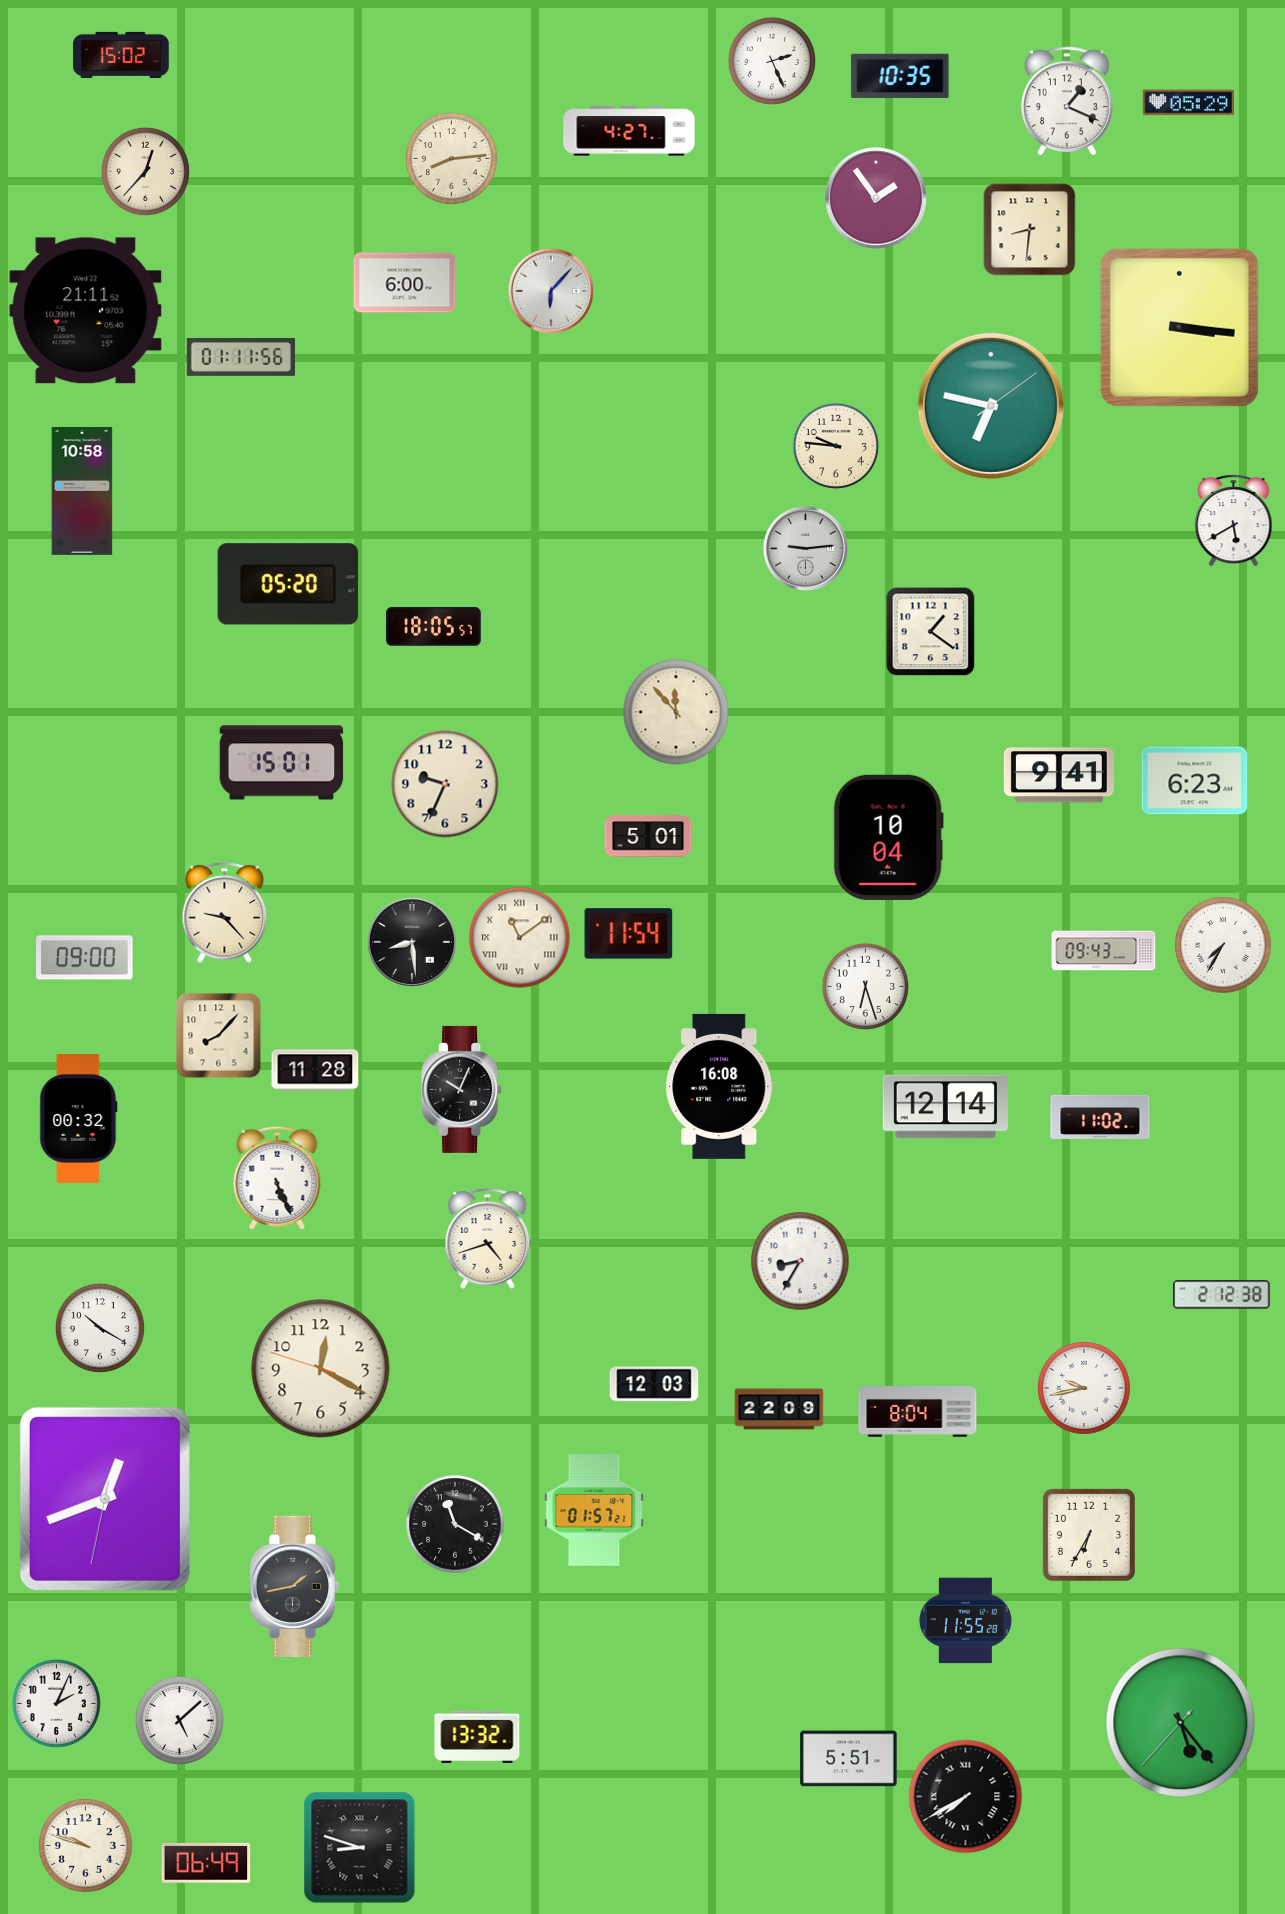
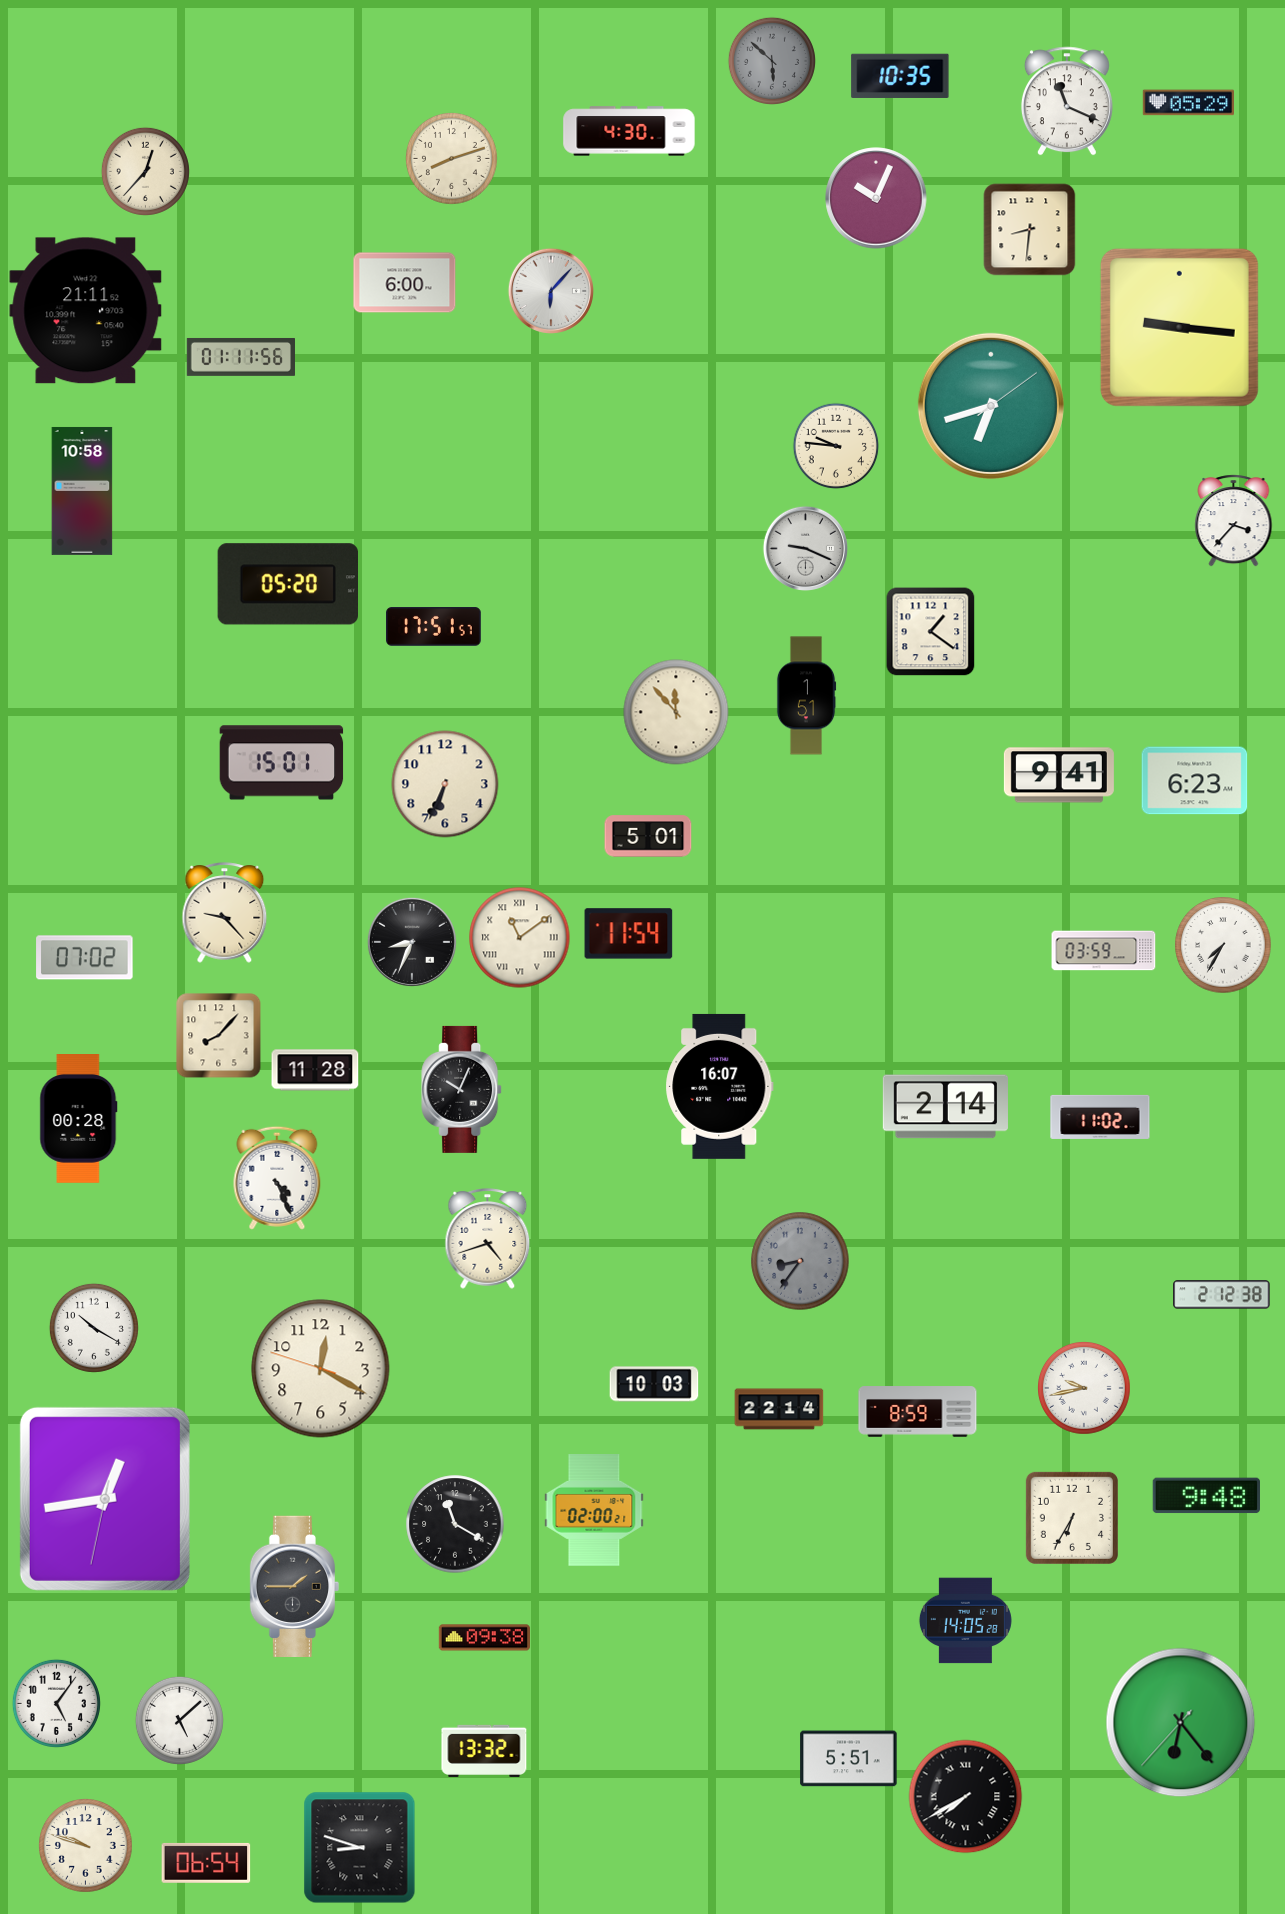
clock at (121, 55): 15:02 -> none
clock at (772, 61): 2:26 -> 5:52
clock at (772, 61) dial: white -> grey
clock at (1067, 101): 1:19 -> 11:19
clock at (629, 131): 4:27 -> 4:30
clock at (451, 158): 8:14 -> 8:12
clock at (876, 198): 1:54 -> 10:04
clock at (1179, 327): 3:16 -> 9:16
clock at (991, 406): 6:47 -> 6:42
clock at (1234, 521): 5:40 -> 3:37
clock at (805, 548): 9:14 -> 9:19
clock at (434, 627): 18:05 -> 17:51
clock at (806, 696): none -> 1:51
clock at (445, 784): 9:34 -> 6:34
clock at (888, 837): 10:04 -> none
clock at (412, 942): 8:29 -> 8:34
clock at (1104, 951): 09:43 -> 03:59
clock at (85, 958): 09:00 -> 07:02
clock at (865, 986): 6:27 -> none
clock at (720, 1086): 16:08 -> 16:07
clock at (945, 1107): 12:14 -> 2:14
clock at (79, 1119): 00:32 -> 00:28
clock at (277, 1178): 5:26 -> 4:26
clock at (800, 1261): 8:35 -> 8:36
clock at (800, 1261) dial: white -> grey
clock at (100, 1328) position: (100, 1328) -> (94, 1328)
clock at (654, 1384): 12:03 -> 10:03
clock at (779, 1409): 22:09 -> 22:14
clock at (918, 1412): 8:04 -> 8:59
clock at (1206, 1496): none -> 9:48
clock at (105, 1499): 12:41 -> 12:43
clock at (594, 1510): 01:57 -> 02:00
clock at (1089, 1535) position: (1089, 1535) -> (1072, 1518)
clock at (295, 1586): 1:43 -> 1:45
clock at (965, 1621): 11:55 -> 14:05
clock at (484, 1638): none -> 09:38
clock at (56, 1703): 2:04 -> 5:06
clock at (1181, 1723): 5:23 -> 6:23
clock at (477, 1737) position: (477, 1737) -> (484, 1751)
clock at (206, 1863): 06:49 -> 06:54
